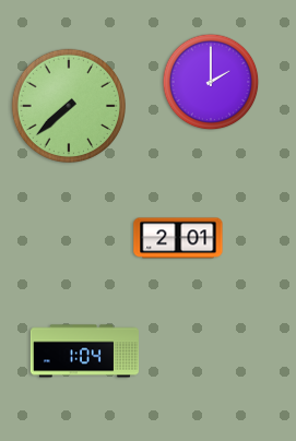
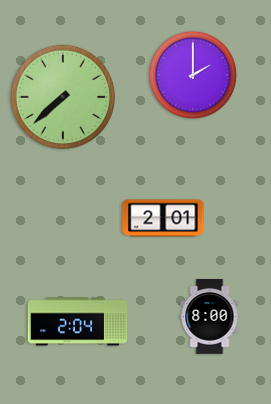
clock at (210, 317): none -> 8:00
clock at (84, 351): 1:04 -> 2:04
